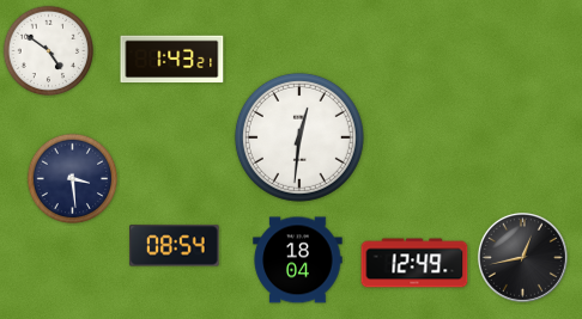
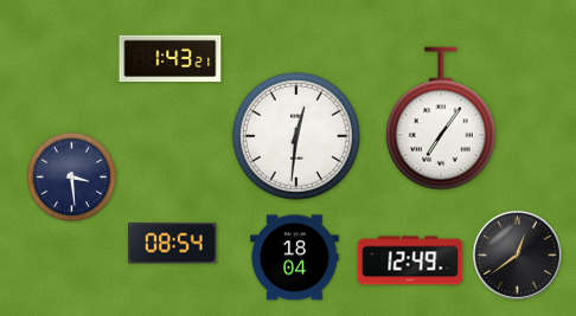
clock at (49, 51): 4:51 -> none
clock at (441, 118): none -> 7:06
clock at (522, 257): 12:43 -> 12:39
